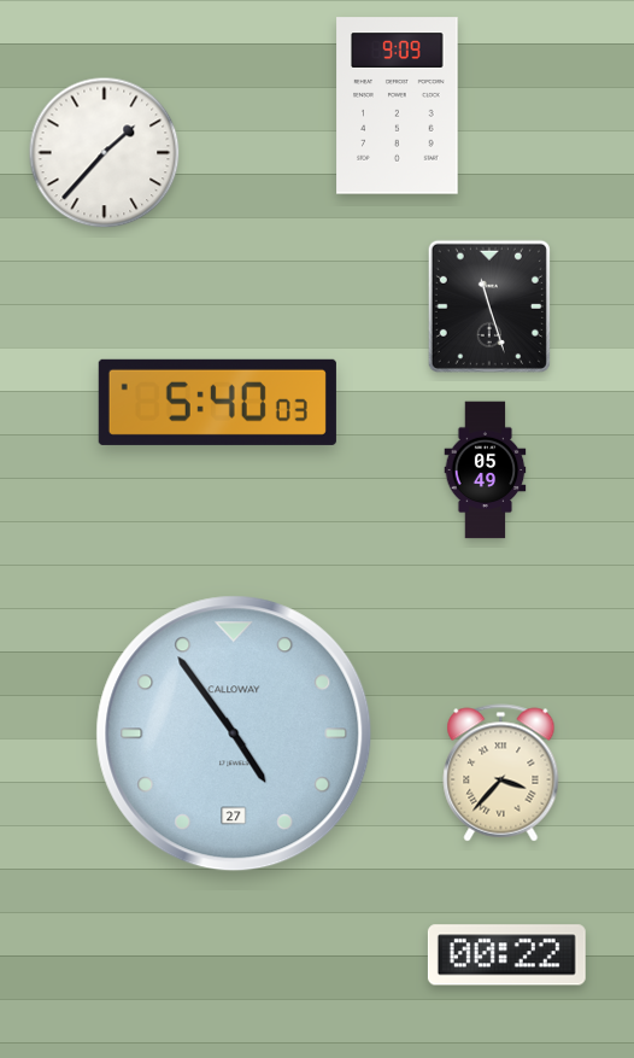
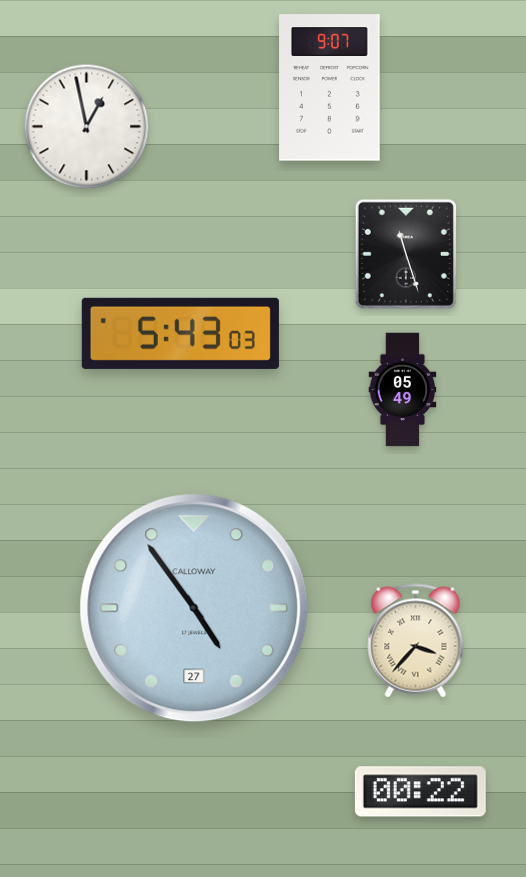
clock at (398, 106): 9:09 -> 9:07
clock at (105, 153): 1:37 -> 12:58
clock at (217, 402): 5:40 -> 5:43
